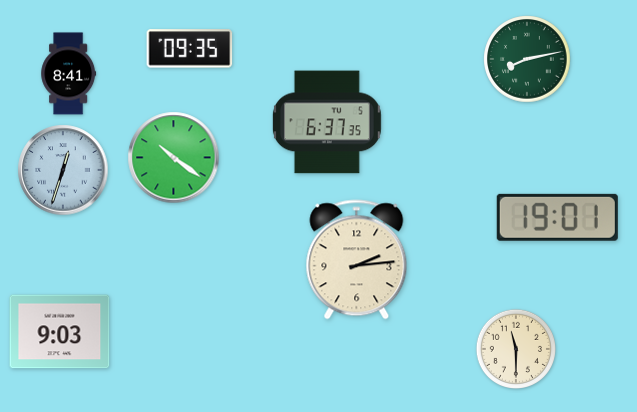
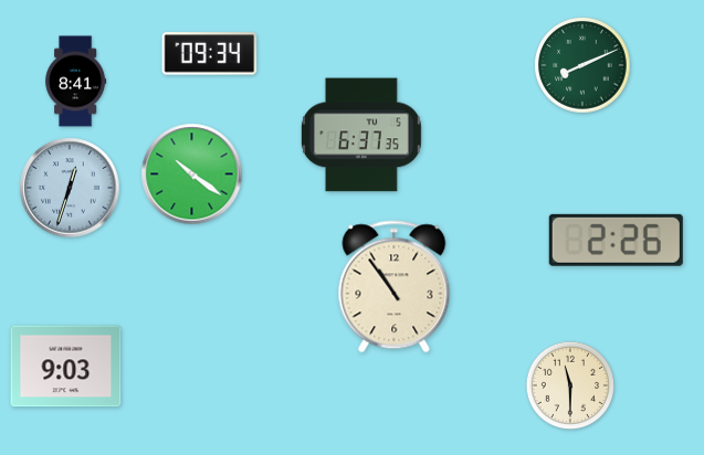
clock at (190, 49): 09:35 -> 09:34
clock at (527, 59): 8:13 -> 8:11
clock at (557, 217): 19:01 -> 2:26
clock at (357, 260): 2:14 -> 10:54
